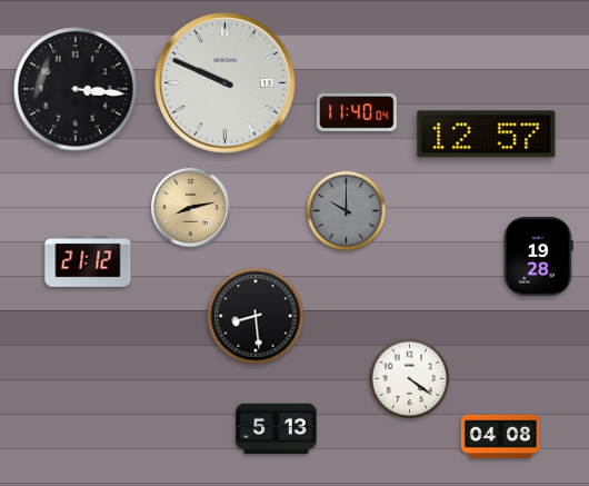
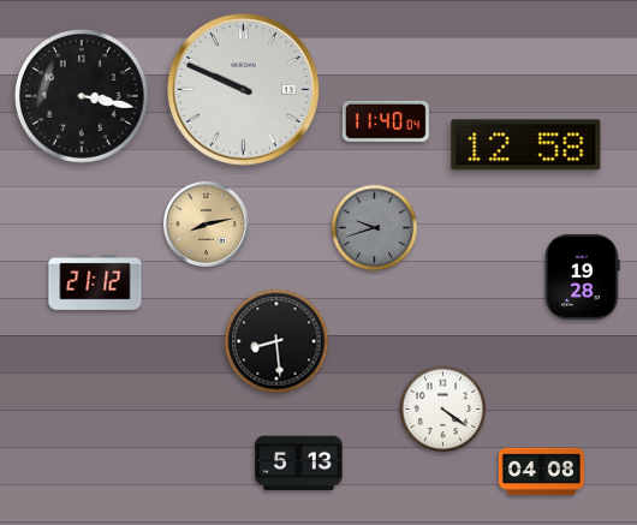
clock at (77, 90): 3:16 -> 3:17
clock at (487, 135): 12:57 -> 12:58
clock at (347, 211): 10:00 -> 9:42
